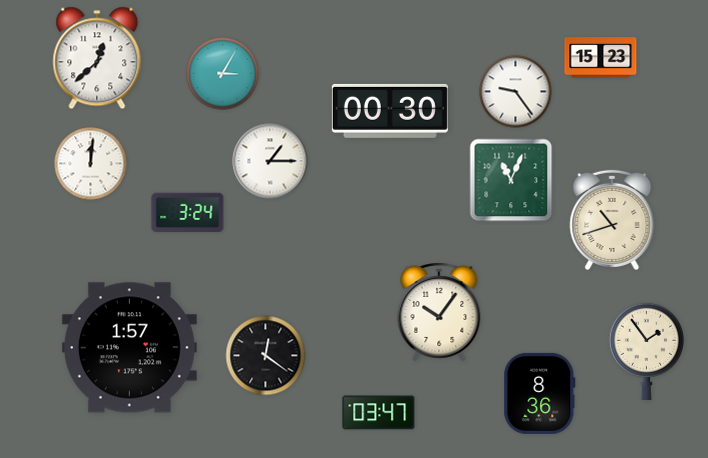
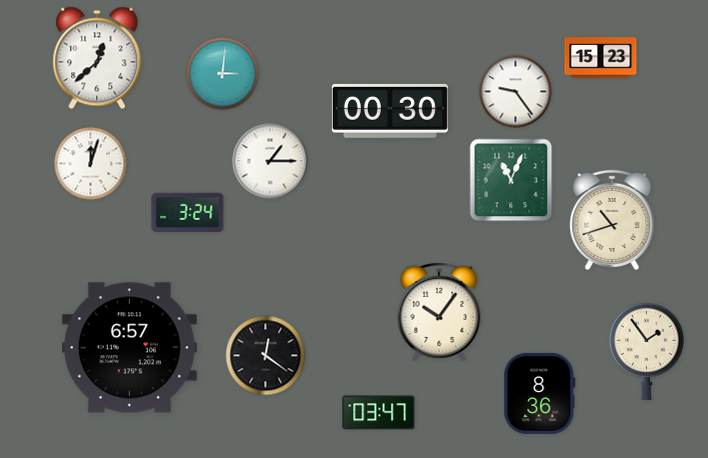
clock at (223, 74): 3:05 -> 3:01
clock at (91, 164): 12:01 -> 12:03
clock at (129, 348): 1:57 -> 6:57
